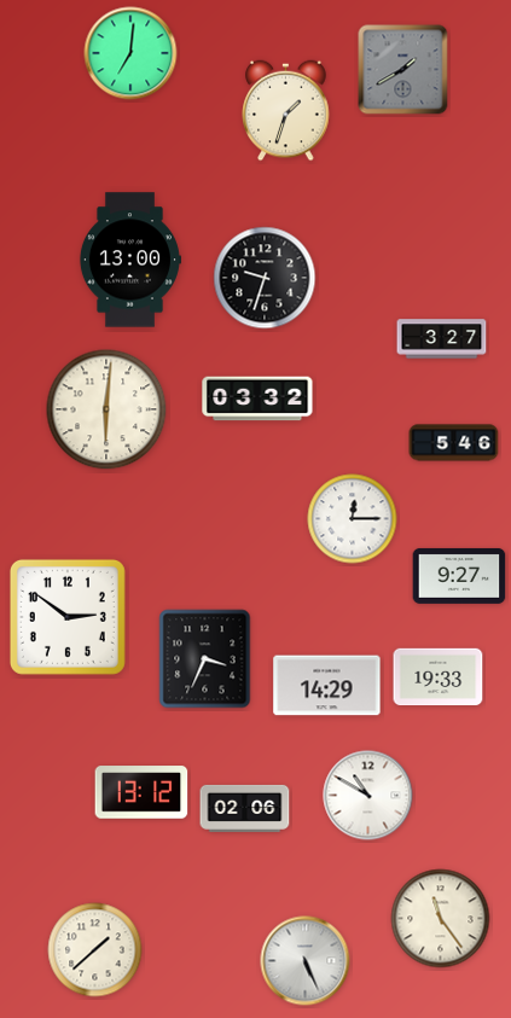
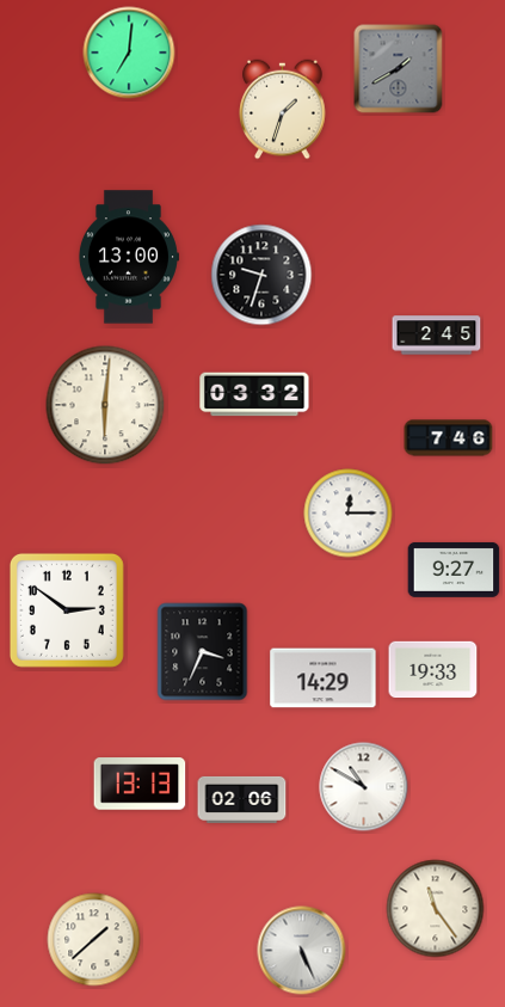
clock at (442, 339): 3:27 -> 2:45
clock at (454, 443): 5:46 -> 7:46
clock at (141, 792): 13:12 -> 13:13
